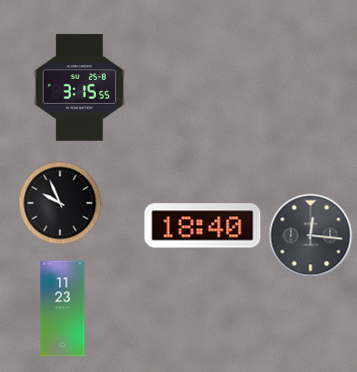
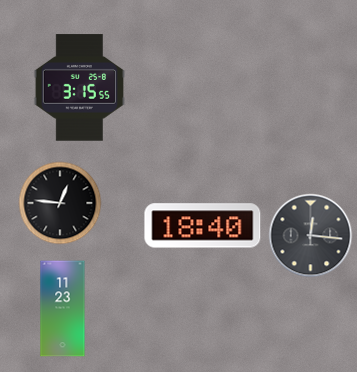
clock at (60, 203): 9:56 -> 12:46
